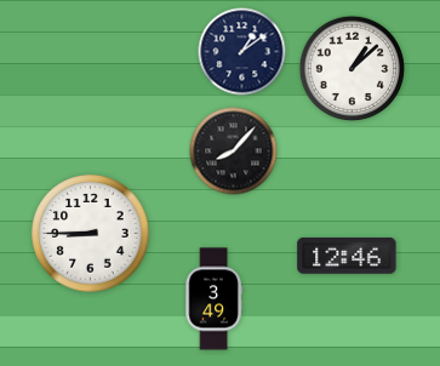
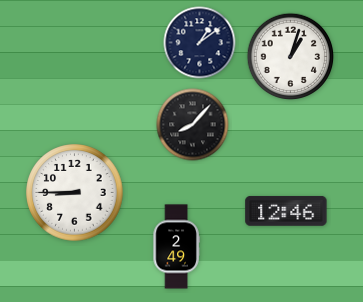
clock at (353, 69): 1:08 -> 1:03
clock at (213, 299): 3:49 -> 2:49
